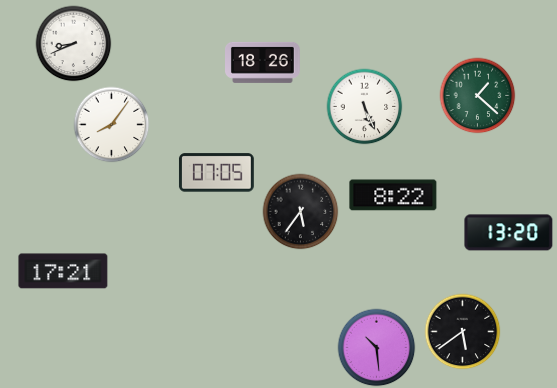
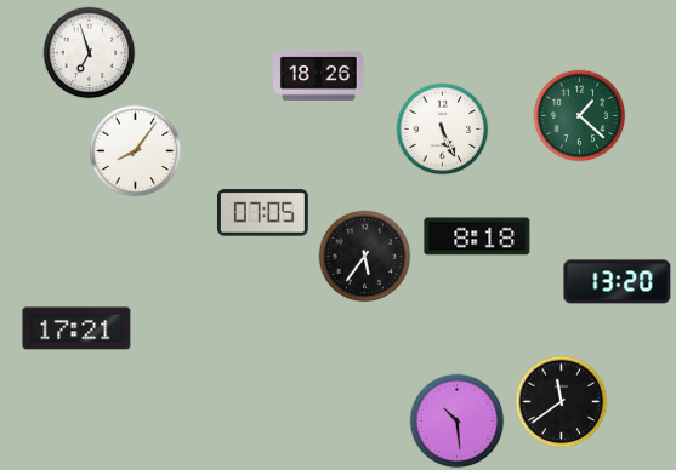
clock at (74, 44): 8:41 -> 6:57
clock at (216, 173) position: (216, 173) -> (262, 213)
clock at (393, 195): 8:22 -> 8:18
clock at (463, 332): 5:39 -> 11:39
